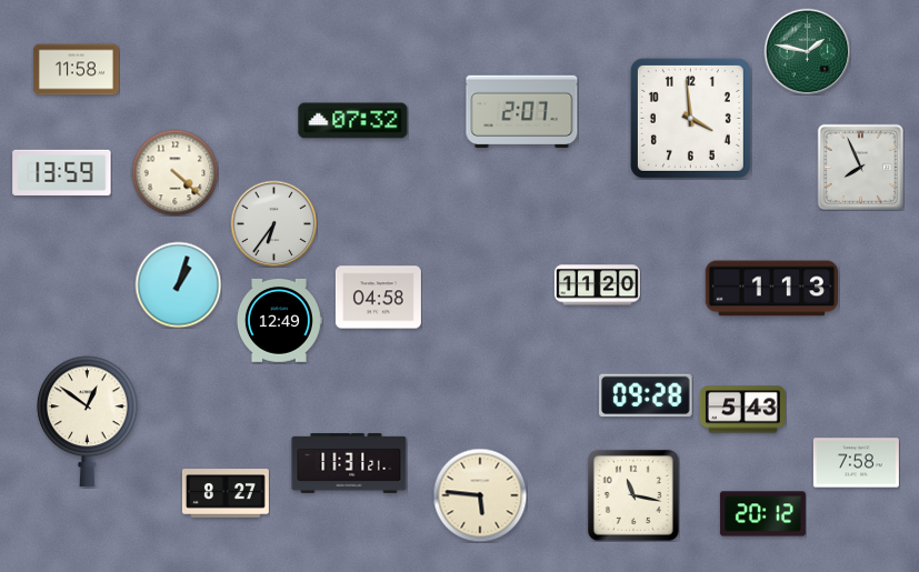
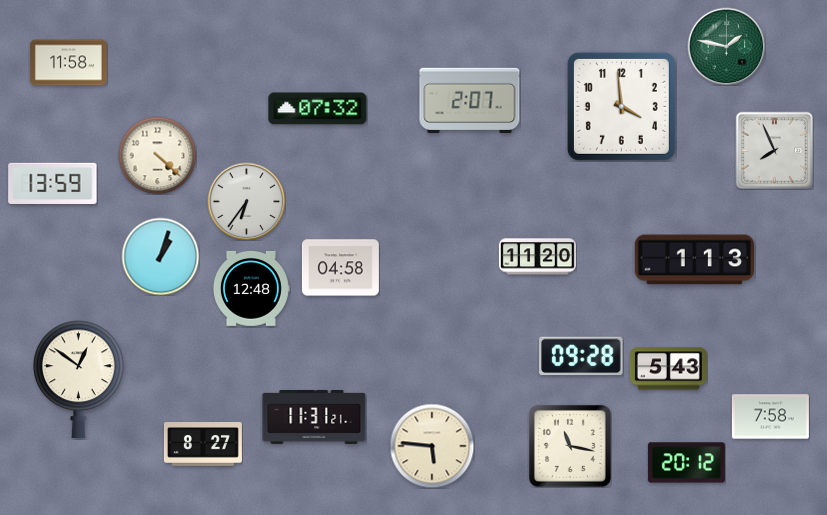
clock at (62, 172) position: (62, 172) -> (53, 183)
clock at (279, 321): 12:49 -> 12:48
